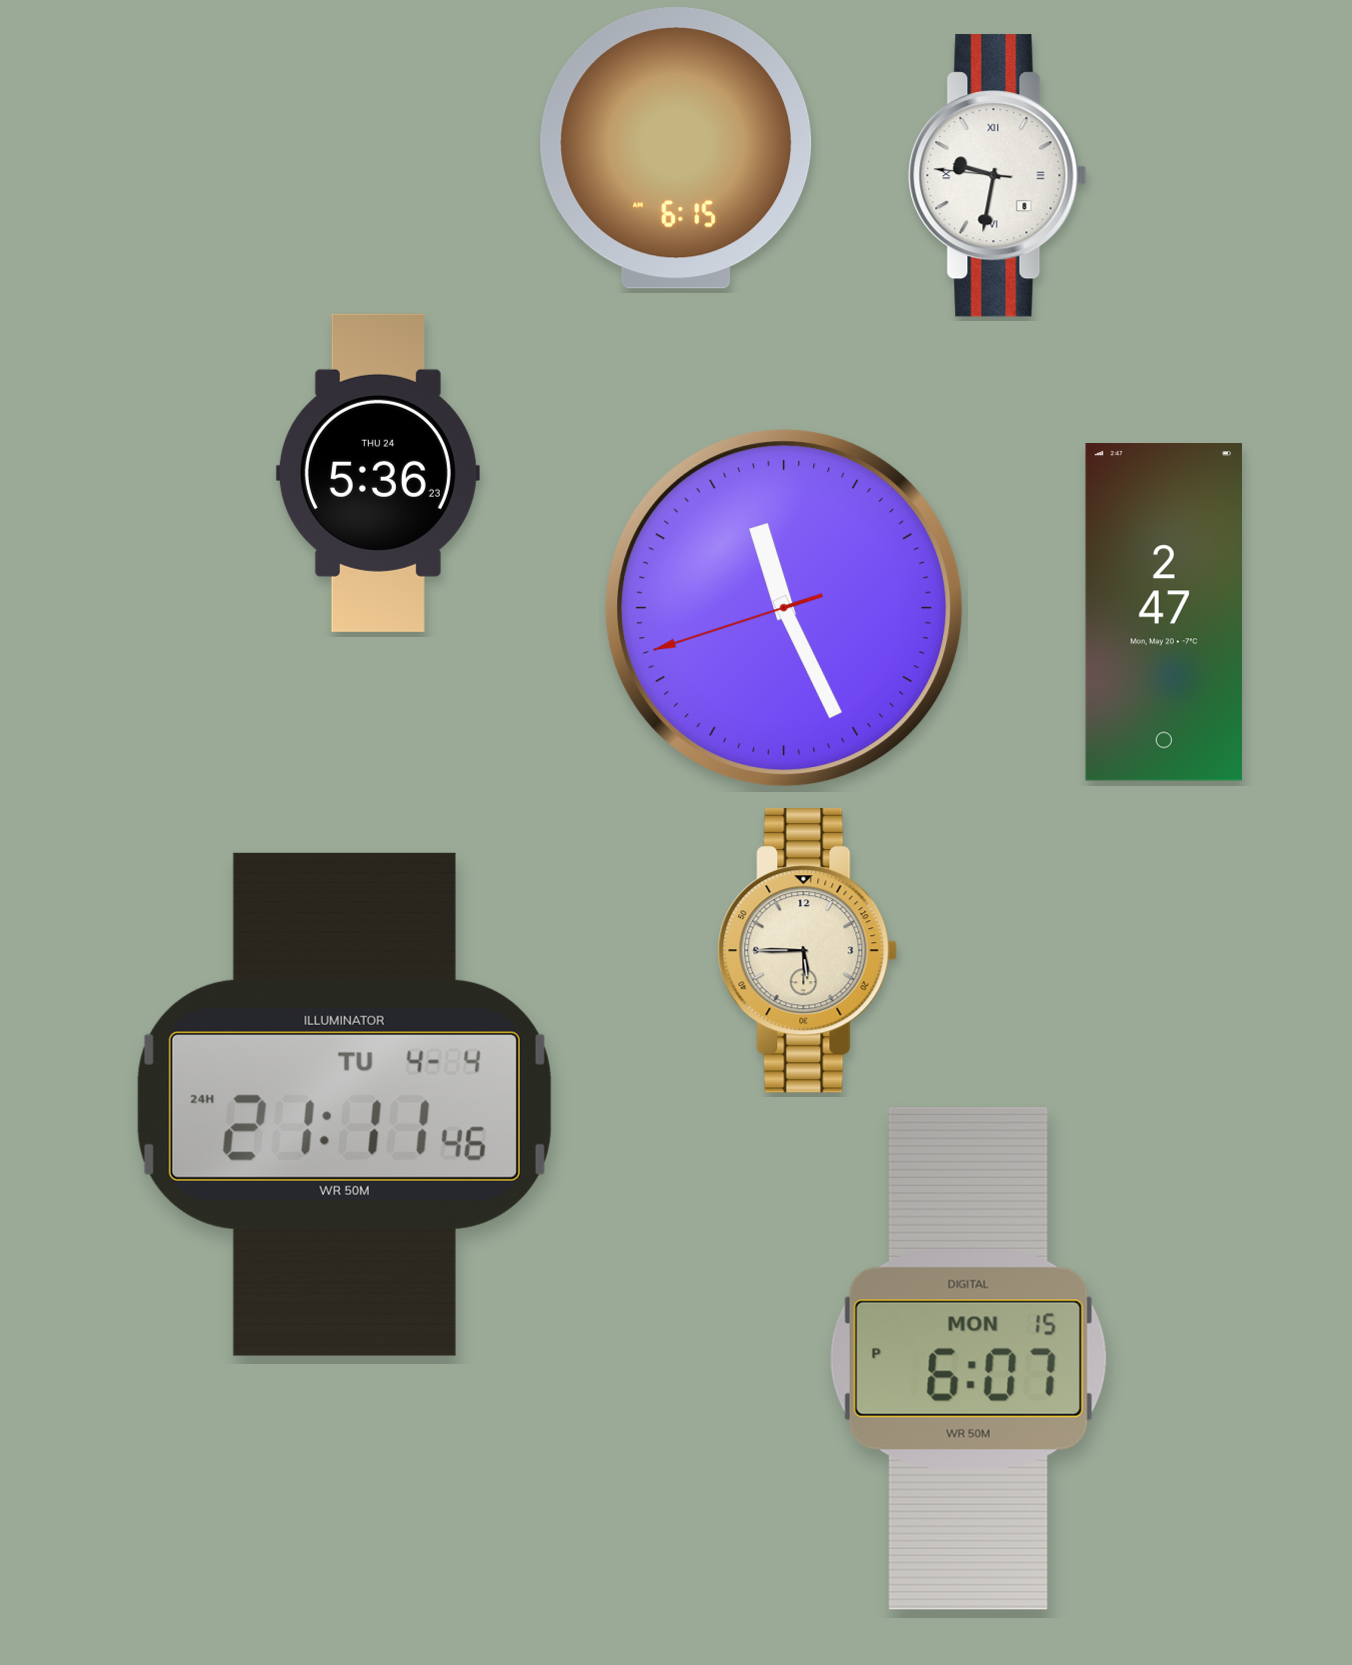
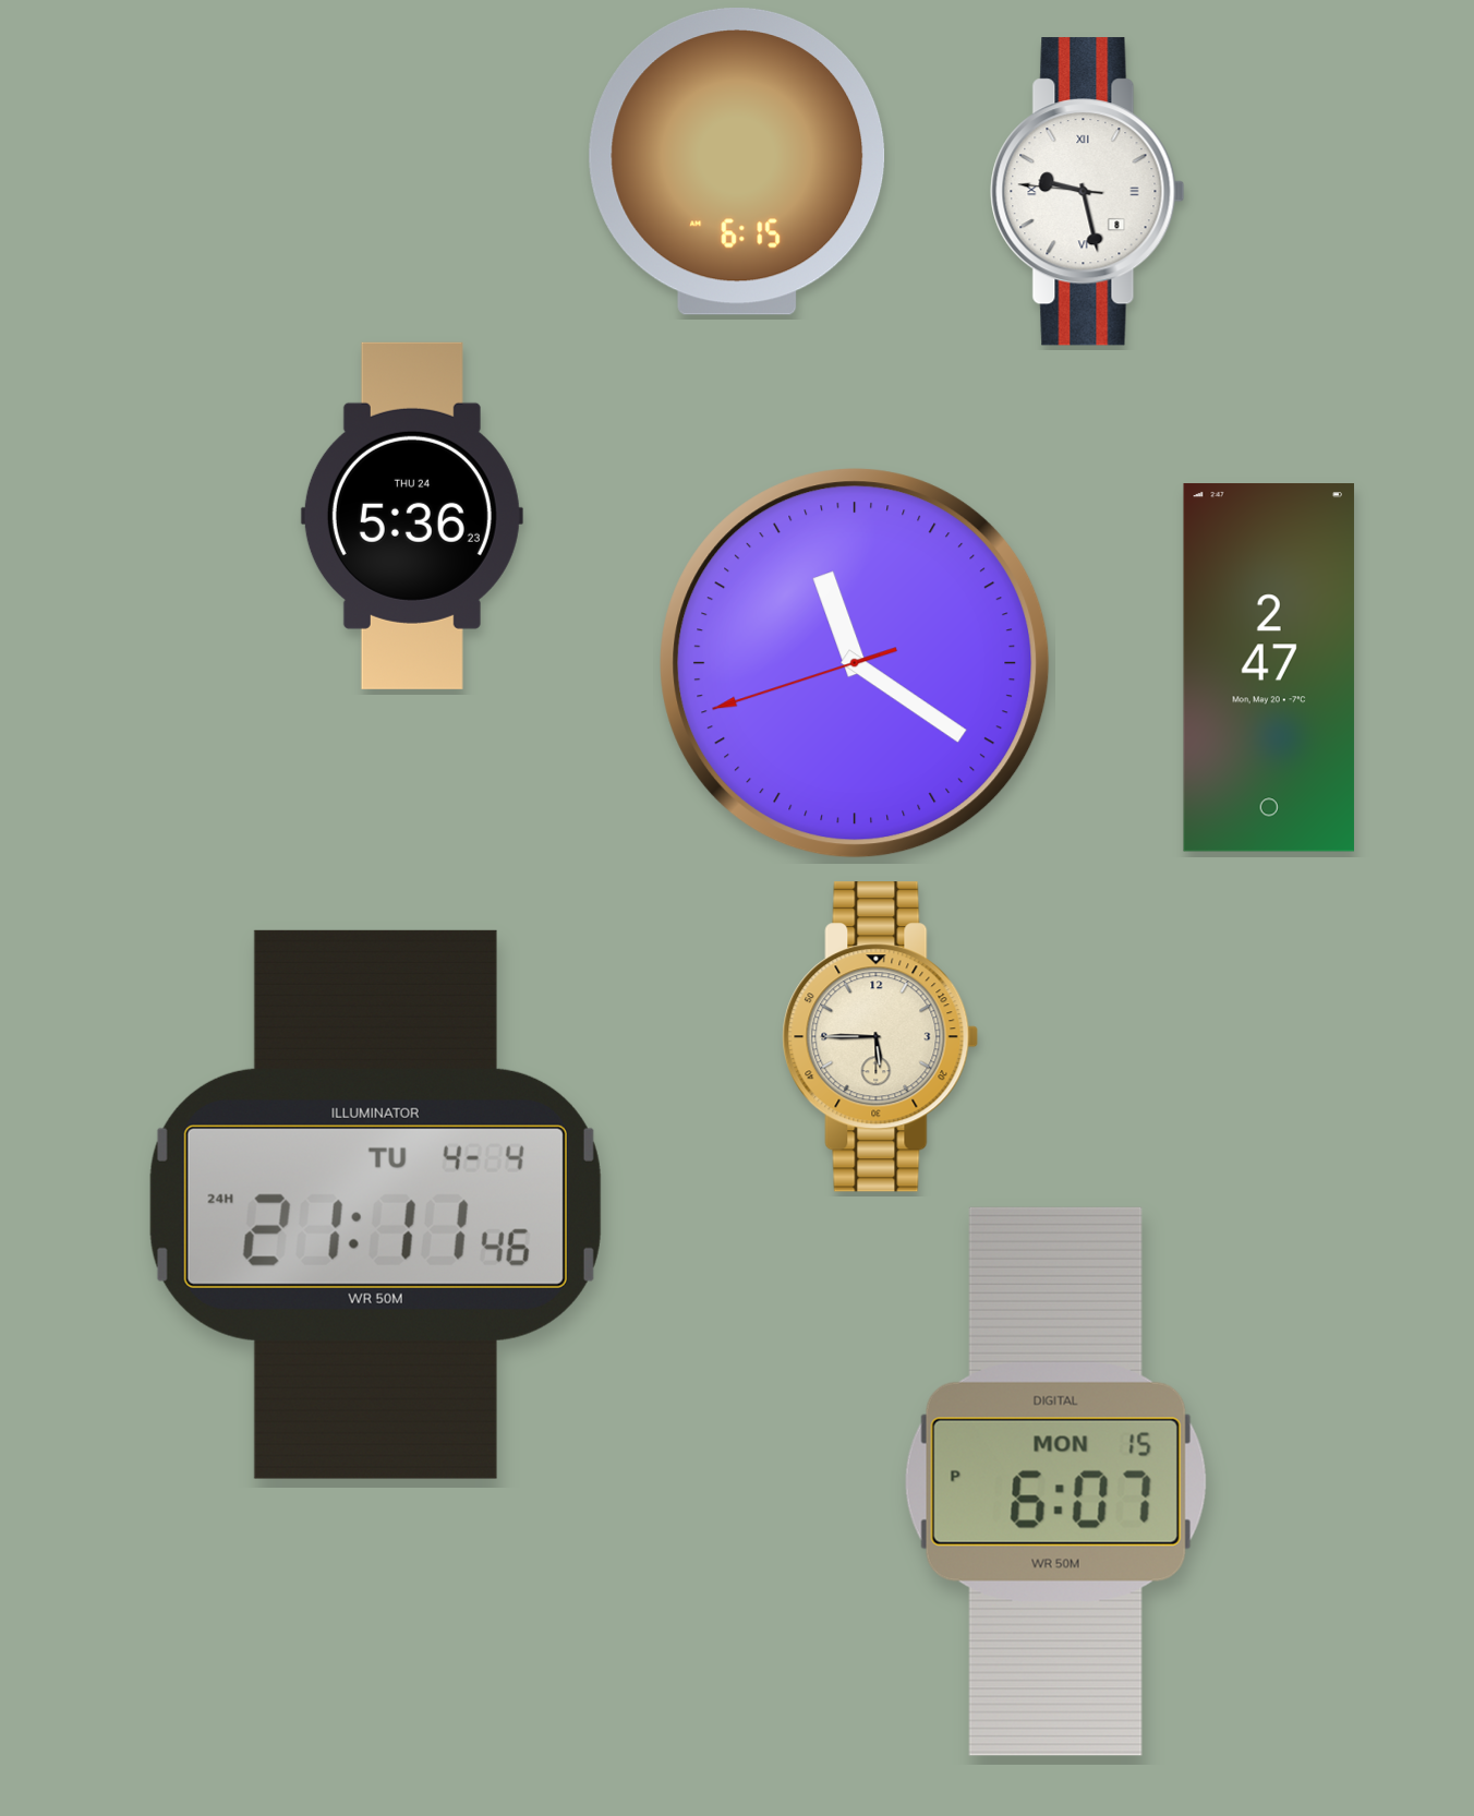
clock at (998, 176): 9:31 -> 9:27
clock at (784, 608): 11:25 -> 11:20
